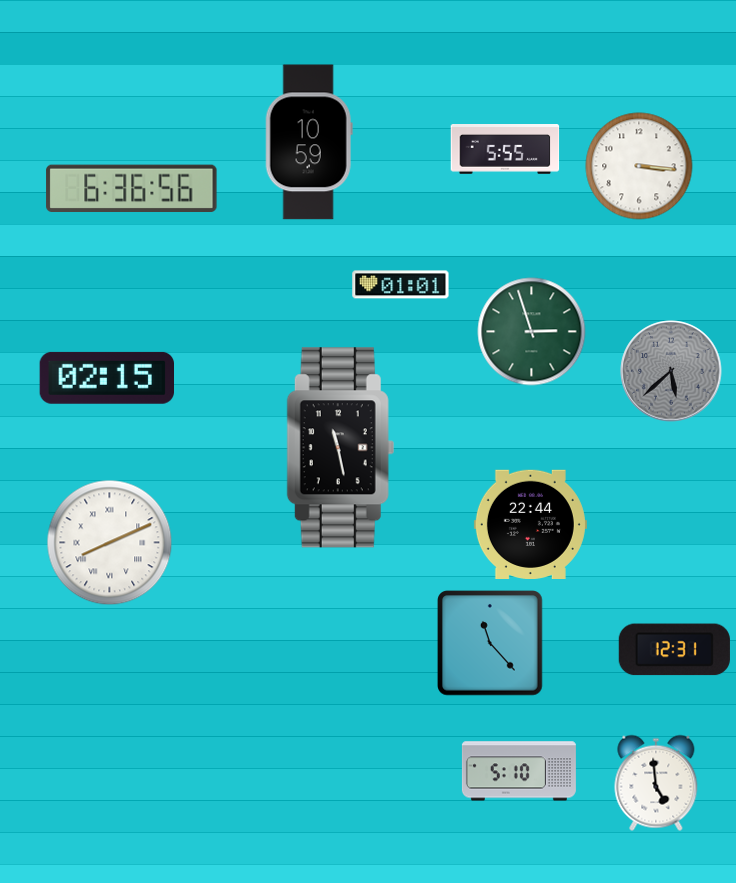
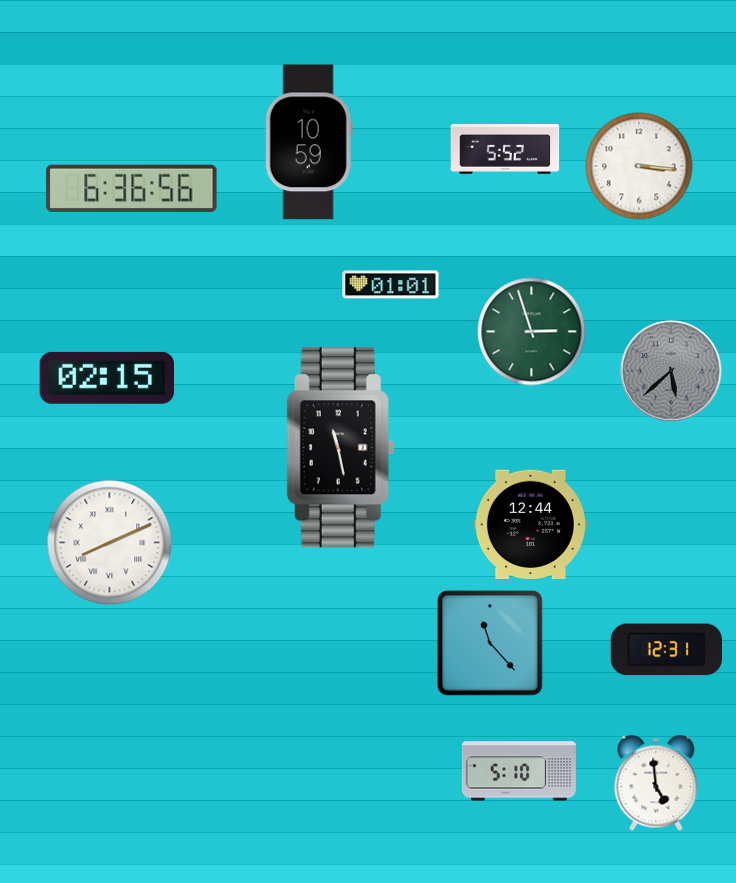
clock at (505, 150): 5:55 -> 5:52
clock at (401, 285) position: (401, 285) -> (391, 285)
clock at (530, 524): 22:44 -> 12:44
clock at (674, 650) position: (674, 650) -> (666, 650)
